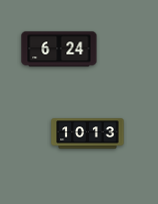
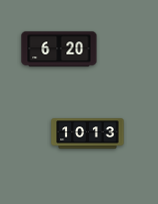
clock at (59, 49): 6:24 -> 6:20
